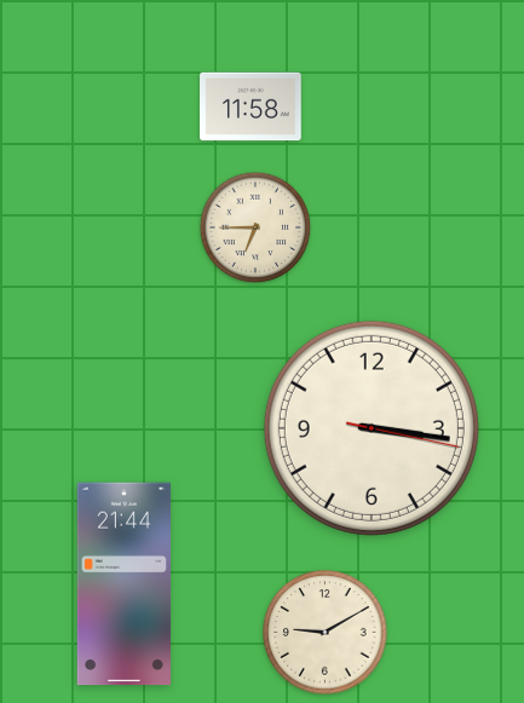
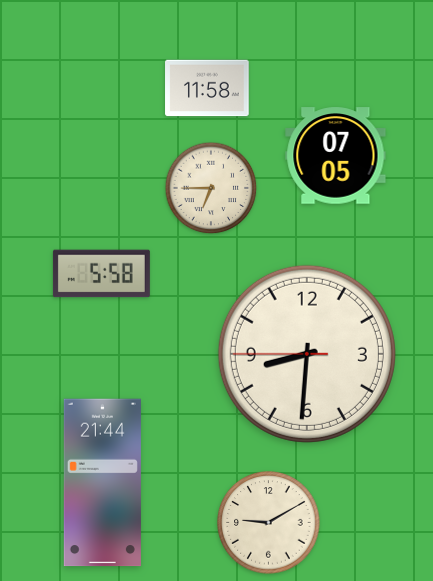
clock at (336, 156): none -> 07:05
clock at (101, 274): none -> 5:58
clock at (372, 428): 3:16 -> 8:30
